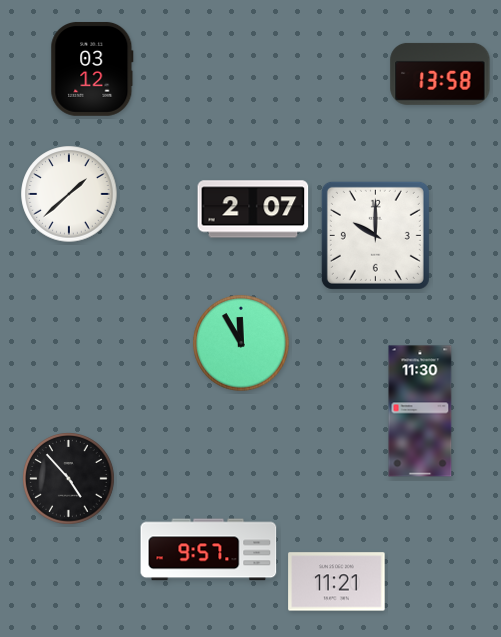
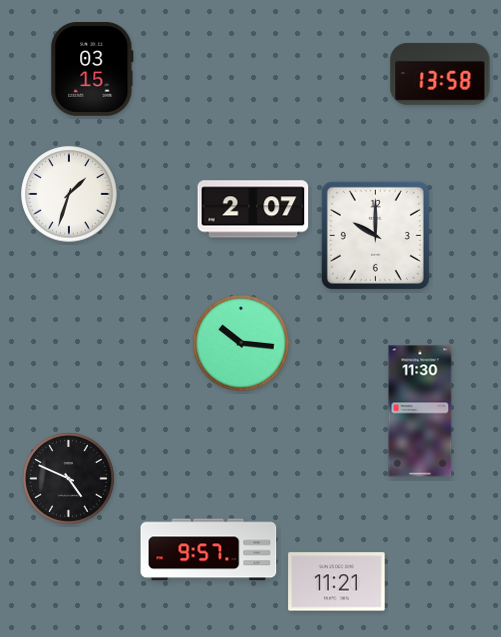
clock at (92, 69): 03:12 -> 03:15
clock at (69, 194): 1:38 -> 1:33
clock at (241, 343): 11:55 -> 10:16
clock at (69, 479): 4:53 -> 4:49
